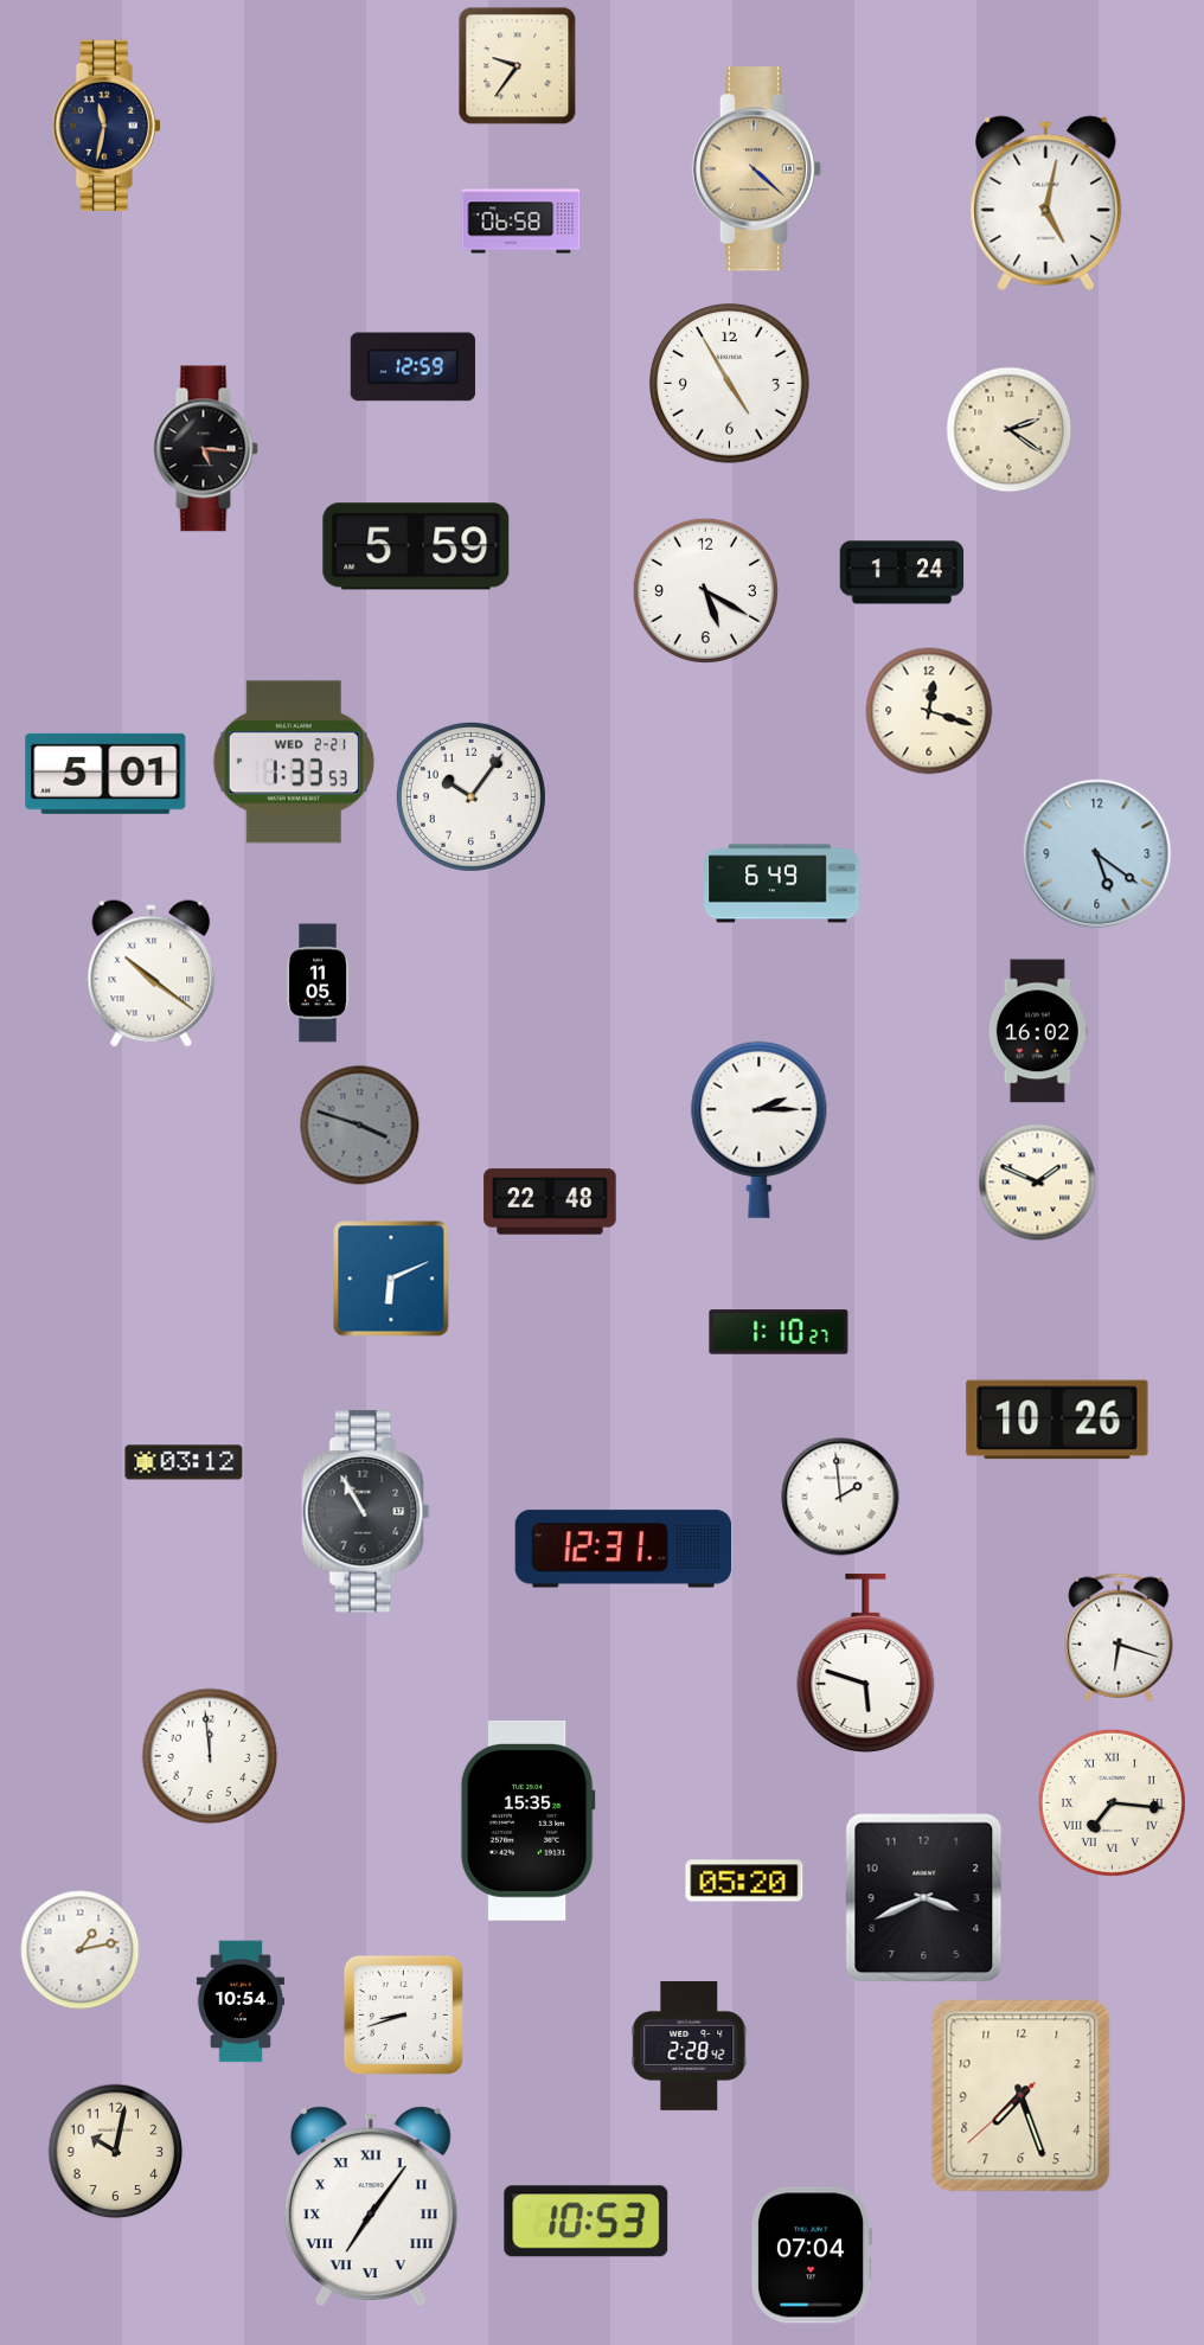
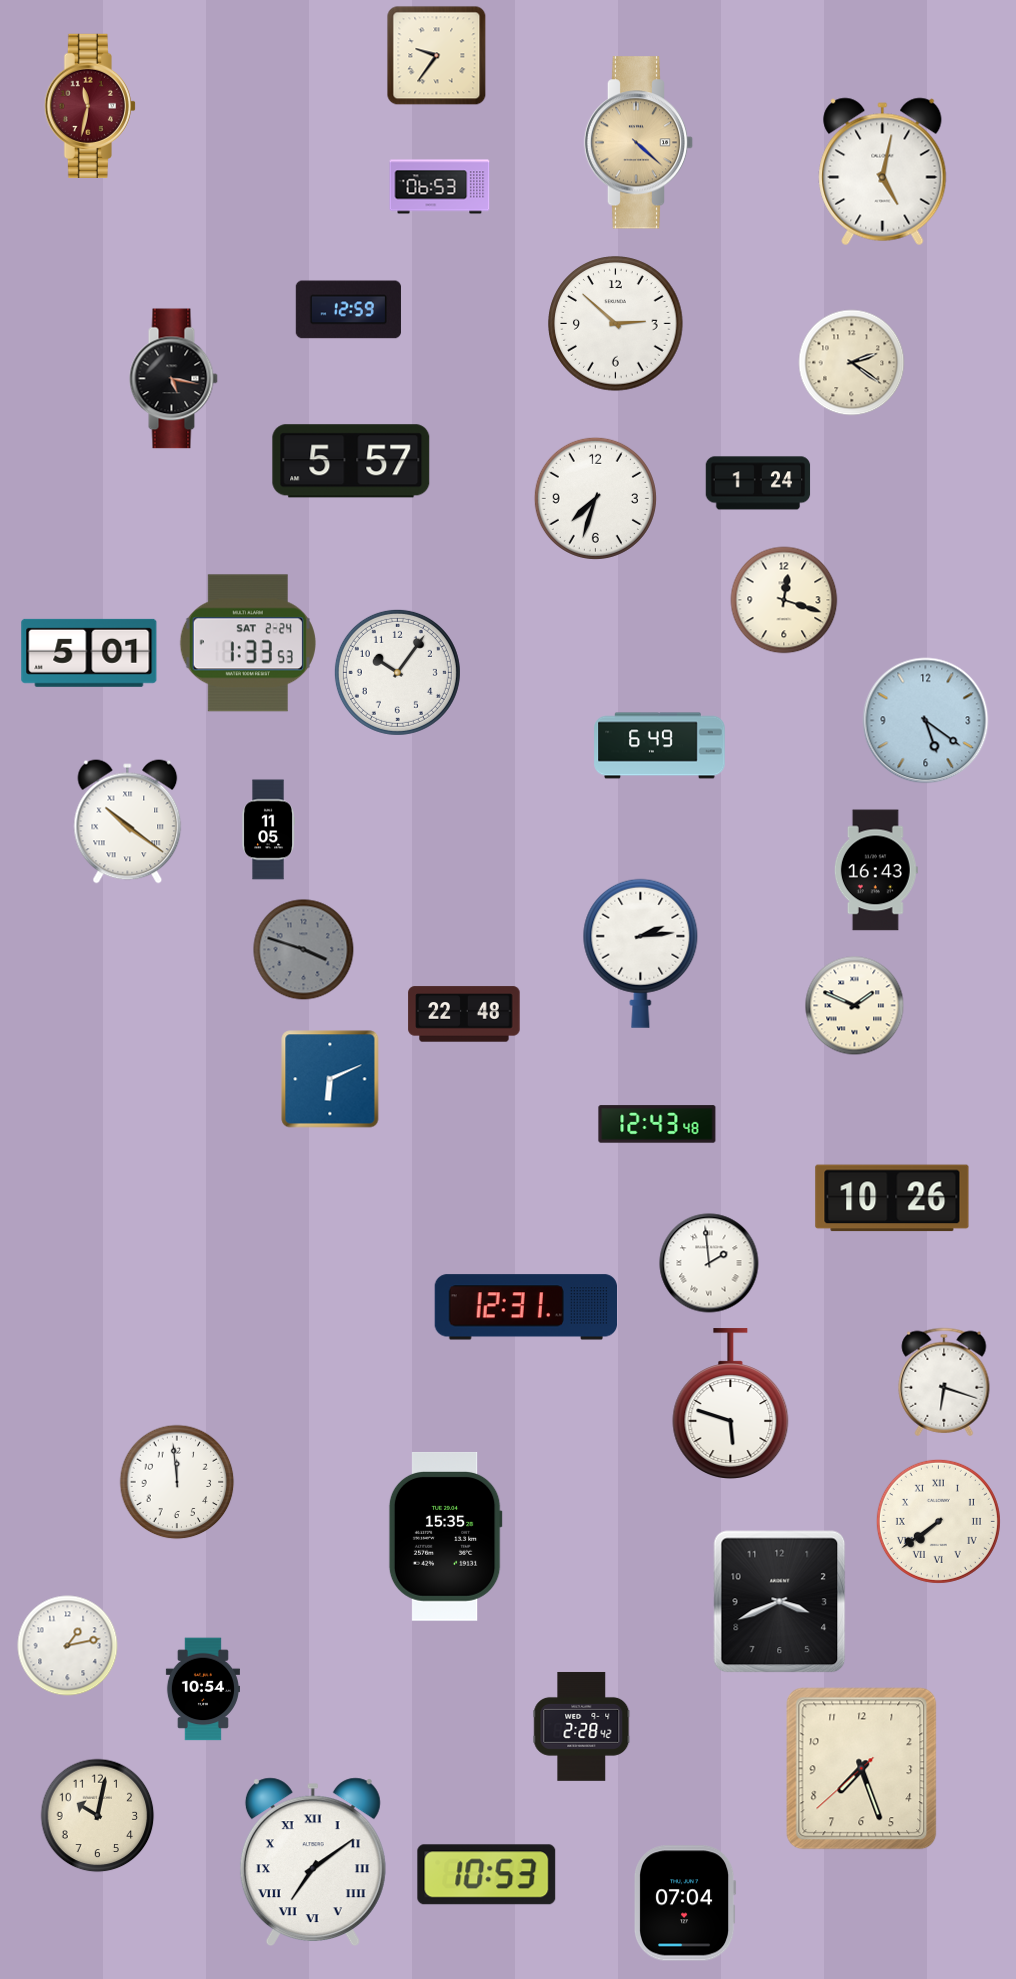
clock at (107, 126) dial: navy -> burgundy
clock at (521, 222): 06:58 -> 06:53
clock at (730, 384): 4:55 -> 2:52
clock at (205, 449): 5:16 -> 5:17
clock at (416, 546): 5:59 -> 5:57
clock at (902, 572) position: (902, 572) -> (758, 483)
clock at (705, 590): 5:20 -> 7:33
clock at (294, 762) date: WED 2-21 -> SAT 2-24
clock at (1038, 1031): 16:02 -> 16:43
clock at (760, 1129): 2:15 -> 2:14
clock at (1038, 1183) position: (1038, 1183) -> (855, 1006)
clock at (779, 1332): 1:10 -> 12:43
clock at (184, 1462): 03:12 -> none
clock at (366, 1512): 10:55 -> none
clock at (1112, 1802): 7:16 -> 7:39
clock at (744, 1881): 05:20 -> none
clock at (403, 2014): 8:42 -> none
clock at (371, 2206): 7:06 -> 7:09
clock at (587, 2222) position: (587, 2222) -> (487, 1875)
